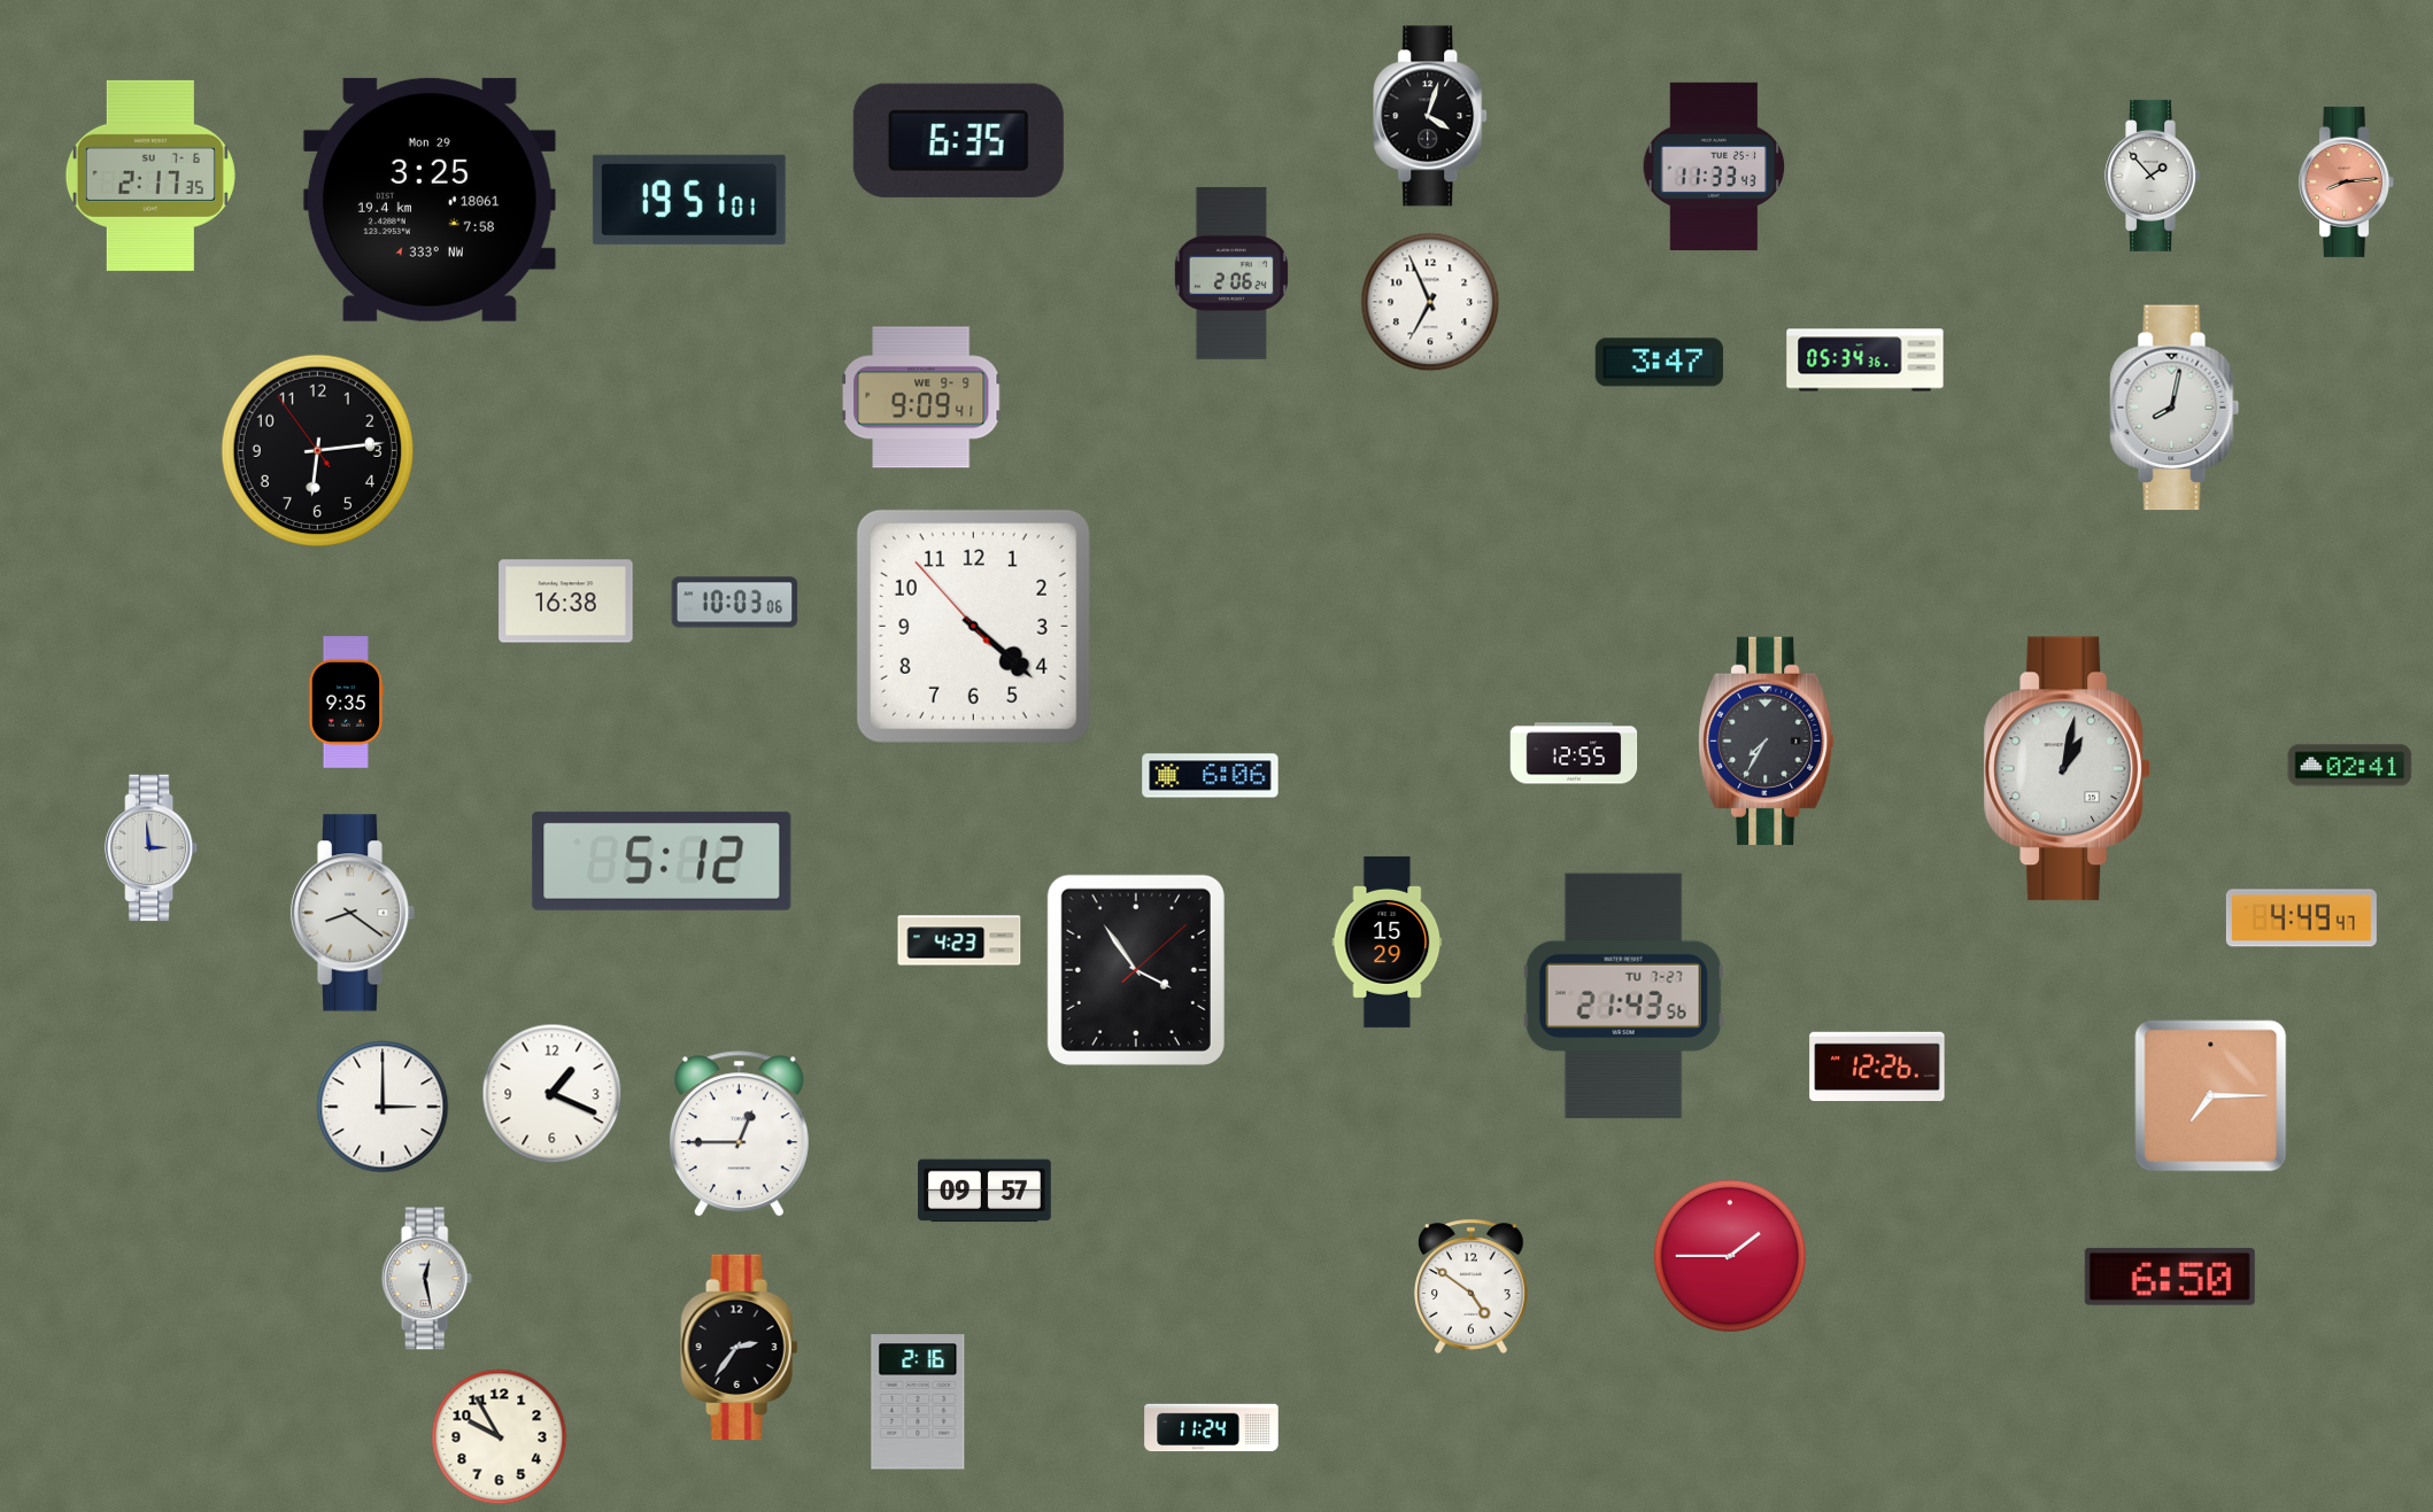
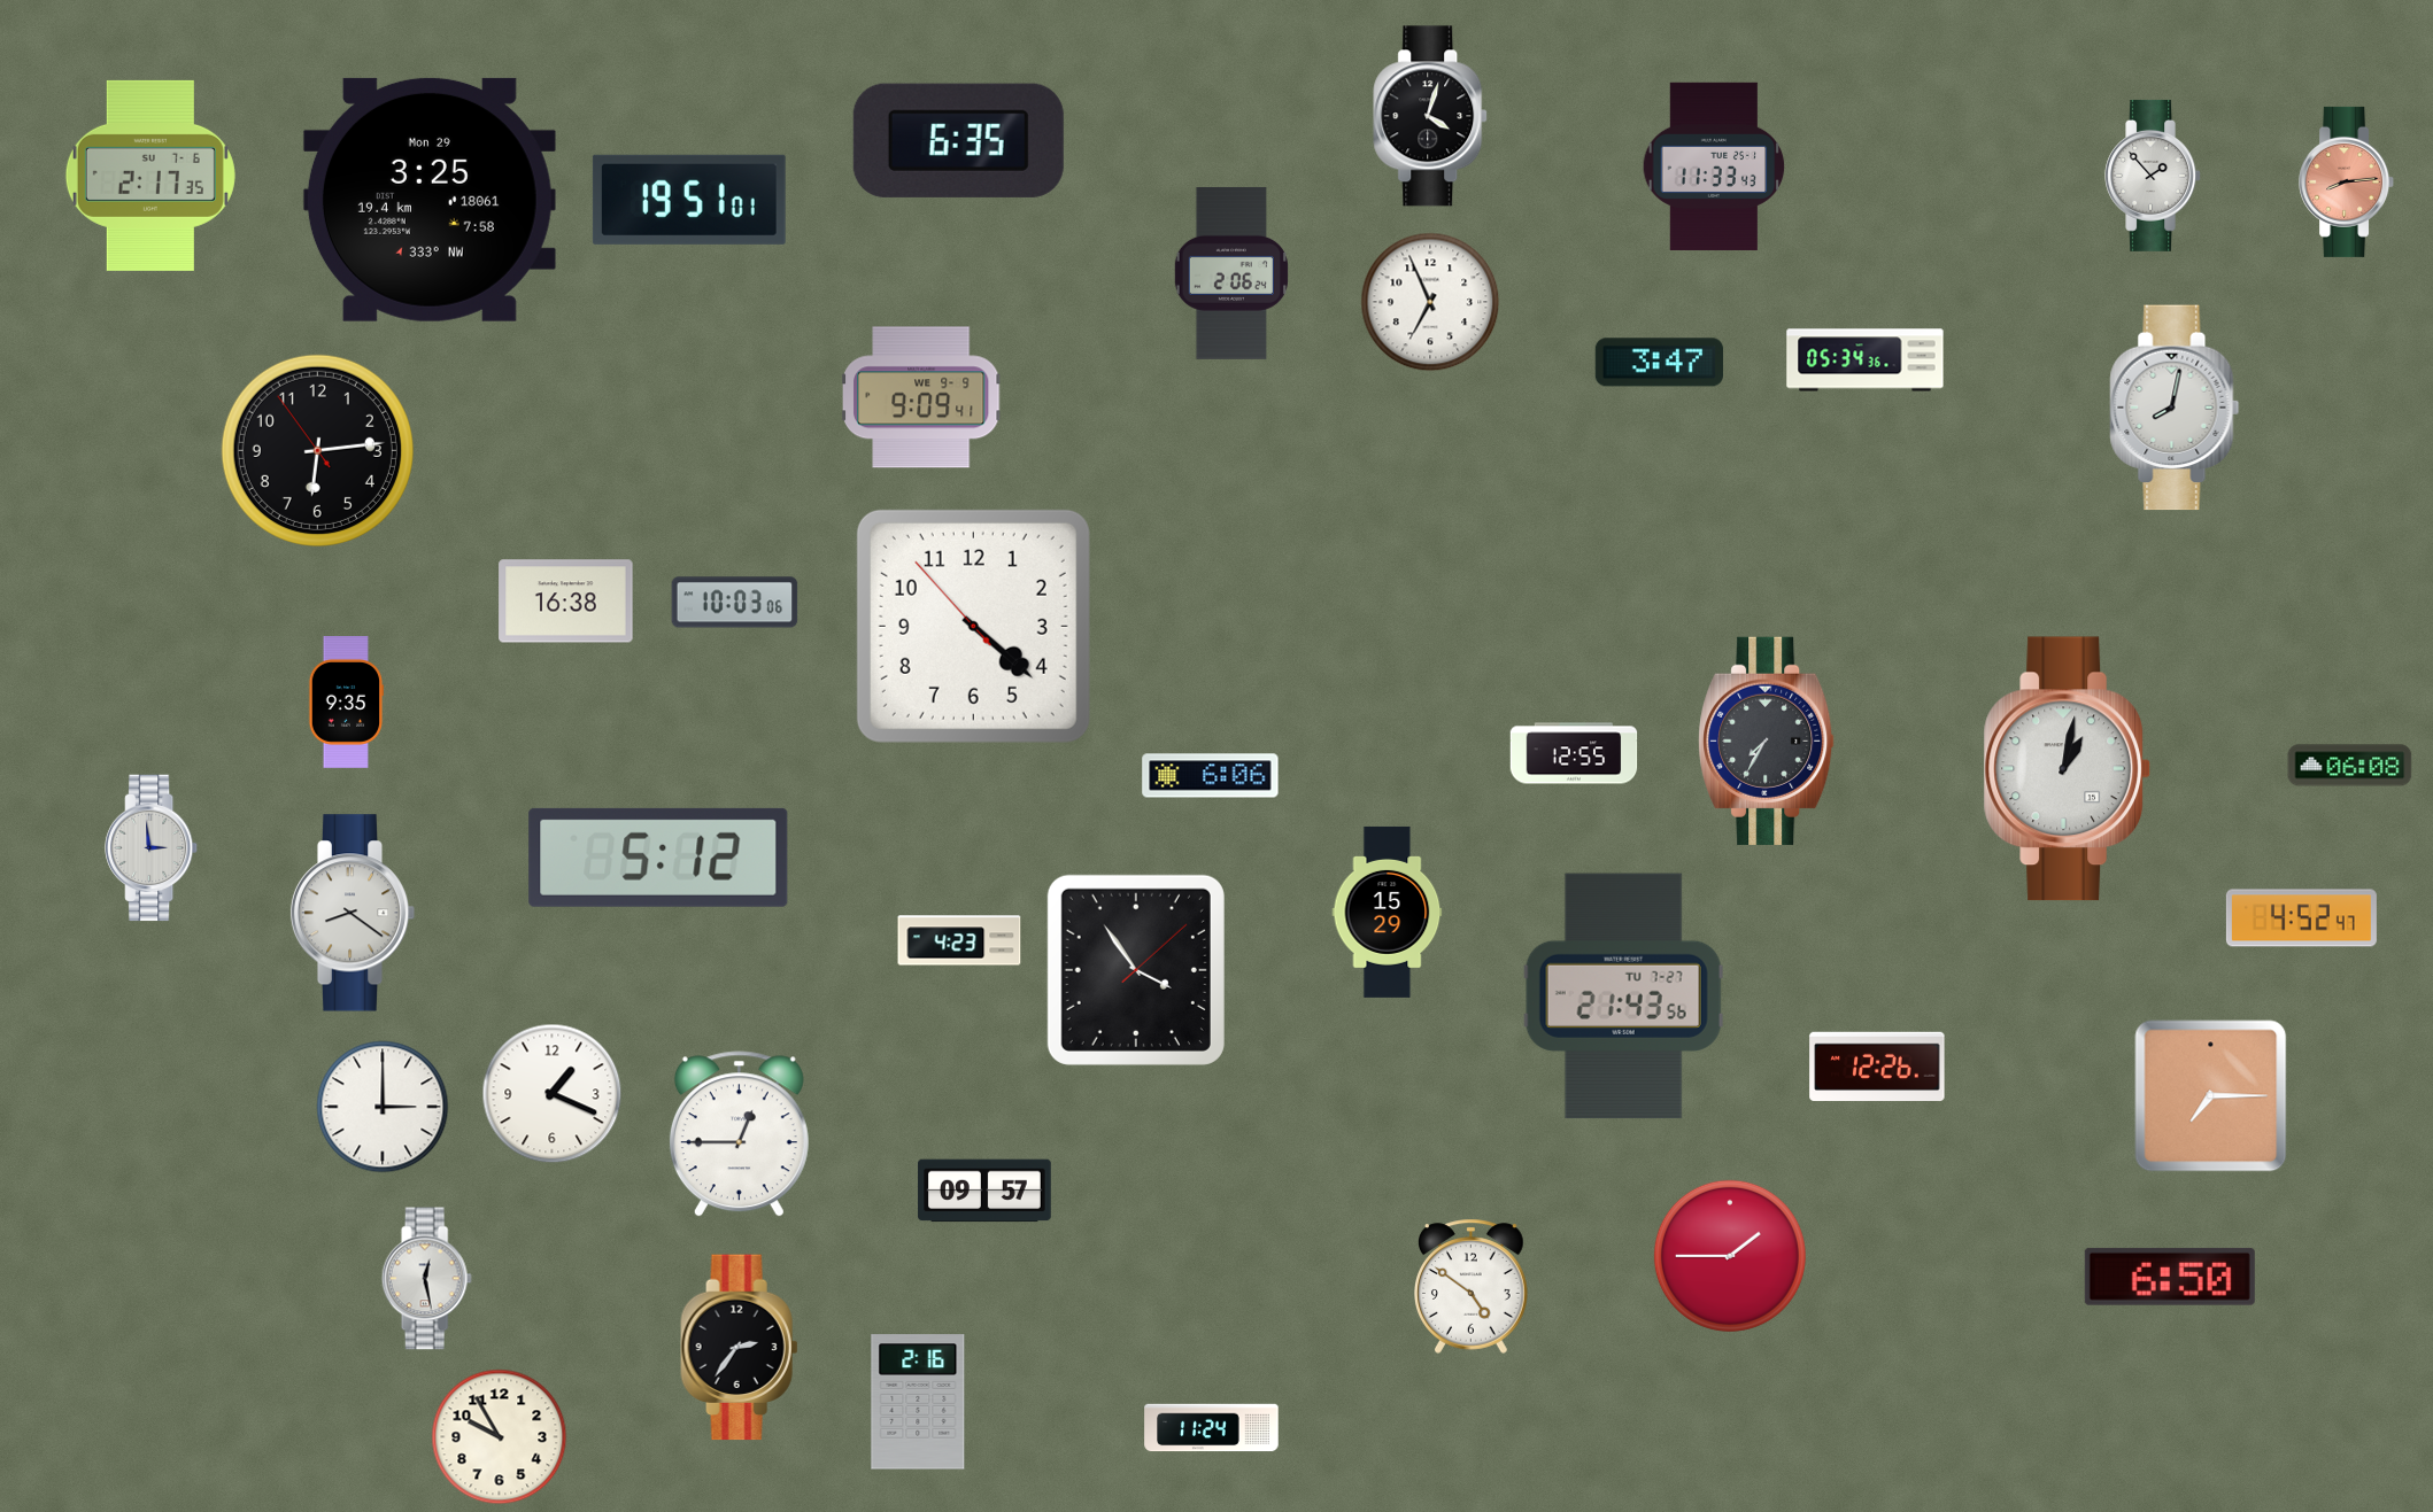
clock at (2350, 766): 02:41 -> 06:08
clock at (662, 861) position: (662, 861) -> (658, 858)
clock at (2301, 918): 4:49 -> 4:52
clock at (1388, 941) position: (1388, 941) -> (1388, 912)
